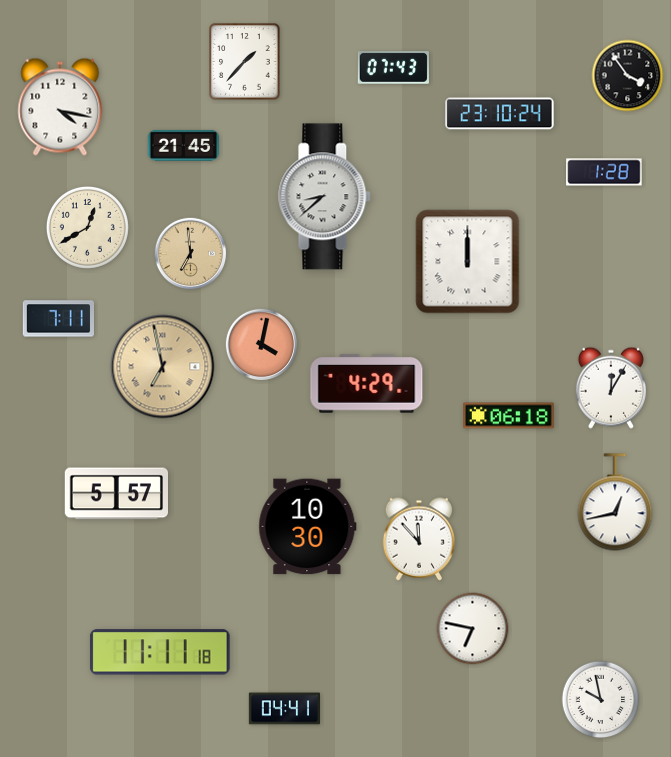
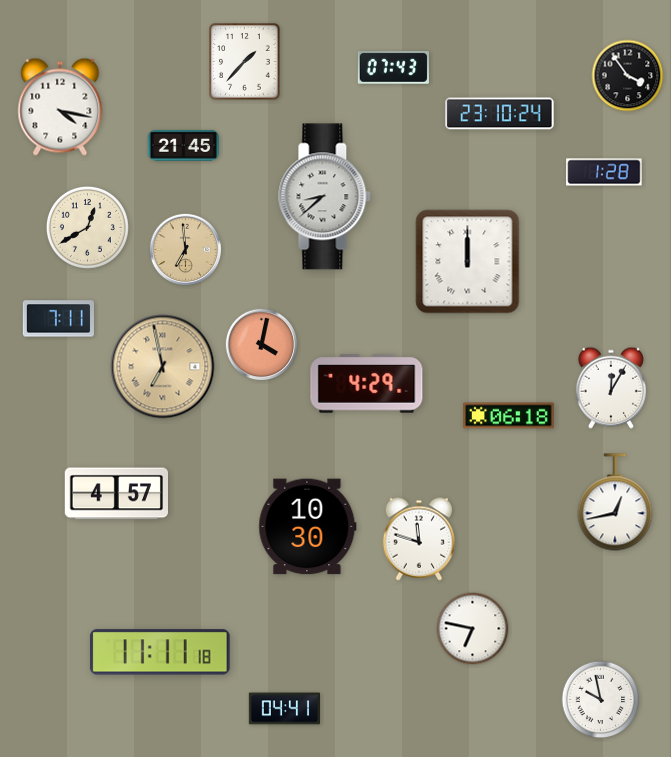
clock at (191, 254) position: (191, 254) -> (186, 250)
clock at (116, 494): 5:57 -> 4:57
clock at (418, 539): 11:53 -> 11:48
